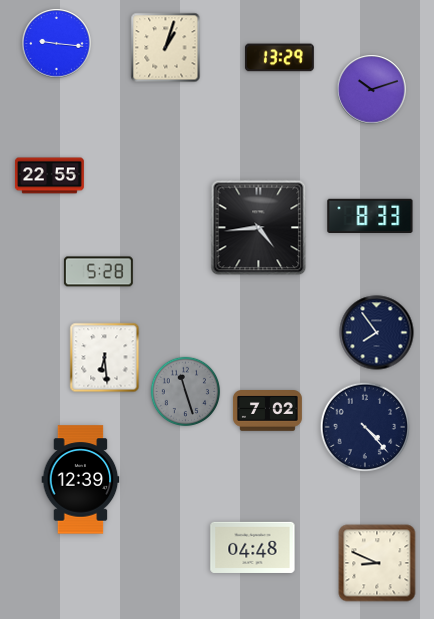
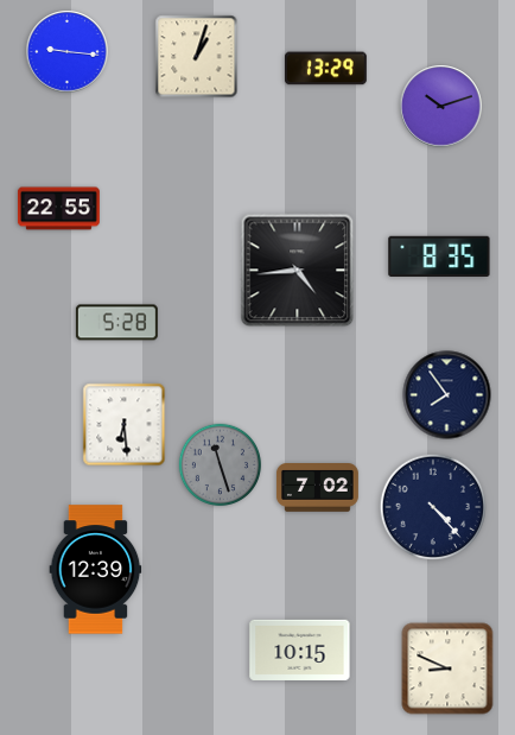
clock at (279, 58) position: (279, 58) -> (325, 69)
clock at (370, 216): 8:33 -> 8:35
clock at (259, 228) position: (259, 228) -> (298, 271)
clock at (253, 547): 04:48 -> 10:15
